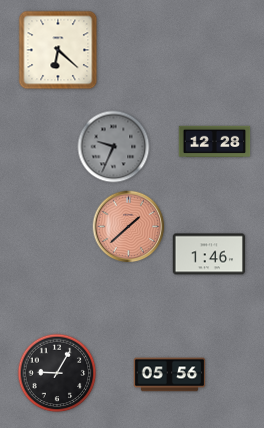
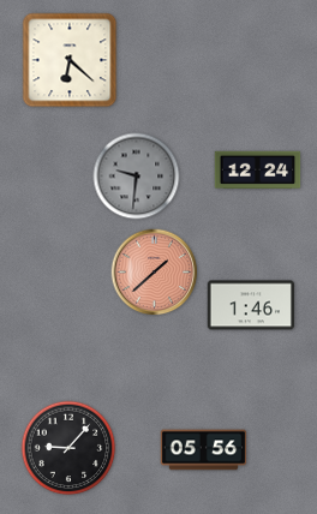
clock at (215, 142): 12:28 -> 12:24
clock at (114, 147): 9:34 -> 9:31
clock at (57, 373): 9:05 -> 9:07
